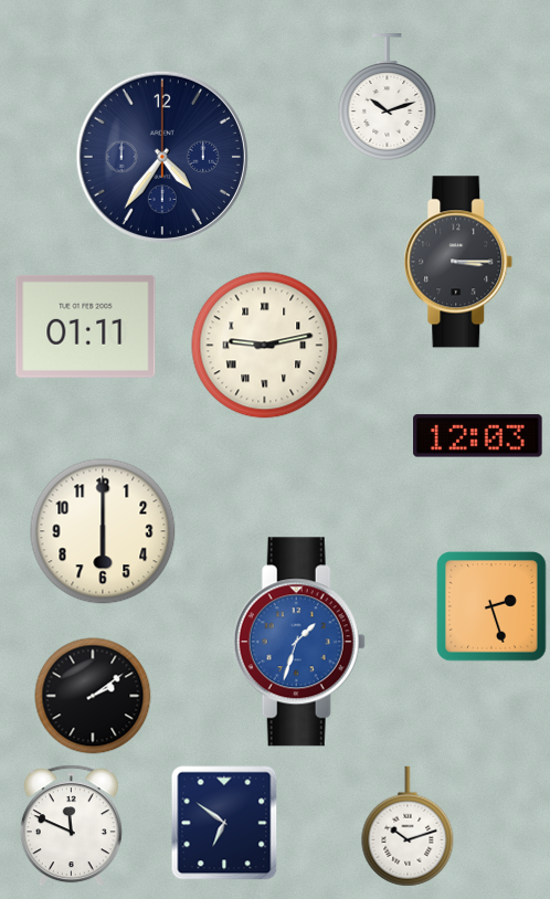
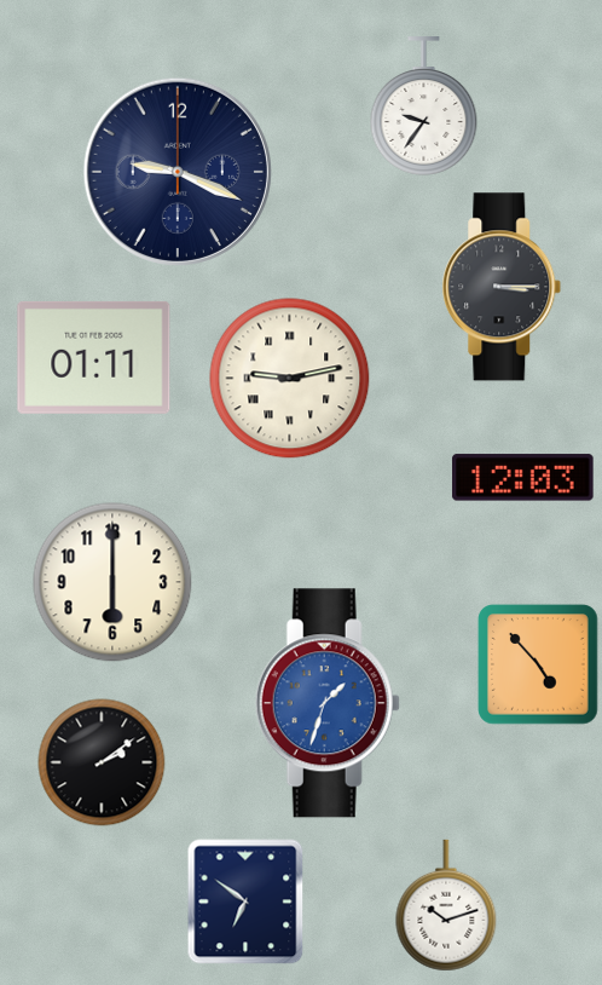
clock at (388, 97): 10:12 -> 9:36
clock at (162, 157): 4:36 -> 9:19
clock at (491, 606): 2:27 -> 4:53
clock at (71, 826): 11:49 -> none
